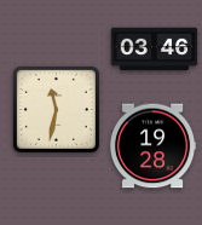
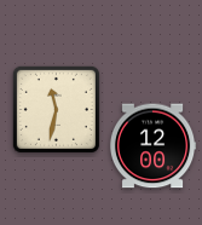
clock at (155, 50): 03:46 -> none
clock at (152, 146): 19:28 -> 12:00
